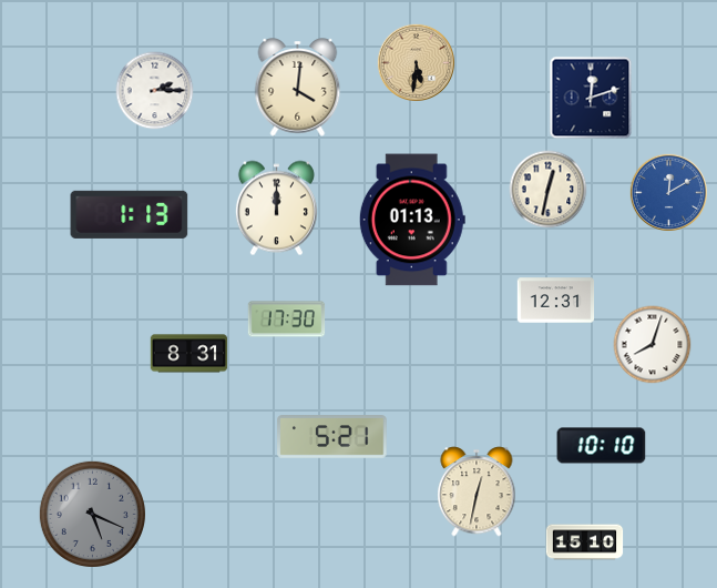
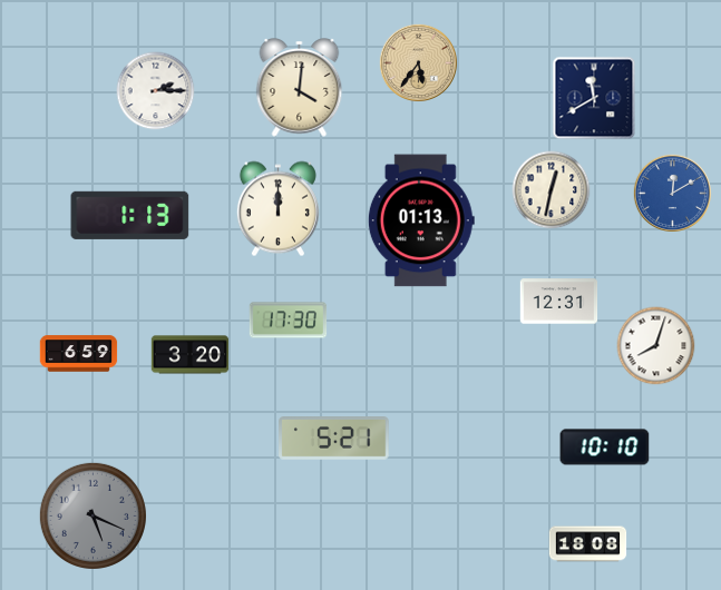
clock at (416, 62): 5:31 -> 5:36
clock at (591, 98): 12:12 -> 11:40
clock at (412, 220) position: (412, 220) -> (421, 220)
clock at (79, 354): none -> 6:59
clock at (190, 354): 8:31 -> 3:20
clock at (477, 491): 12:32 -> none
clock at (585, 543): 15:10 -> 18:08
